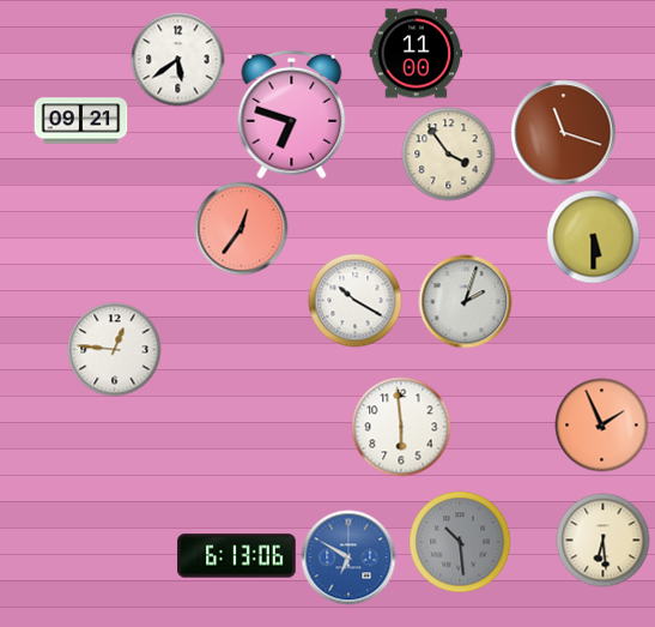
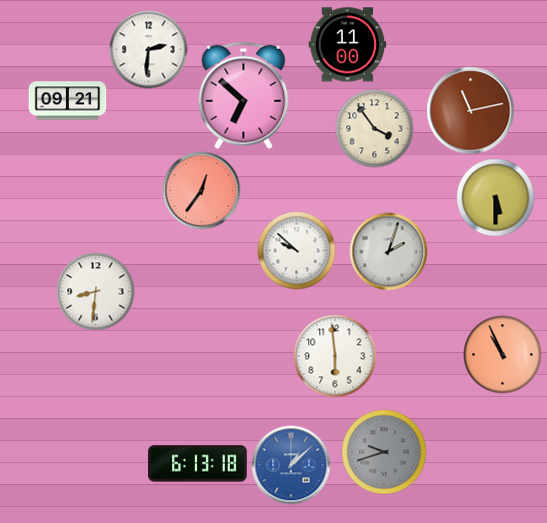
clock at (177, 59): 5:39 -> 2:31
clock at (292, 114): 6:48 -> 6:52
clock at (563, 132): 11:18 -> 11:13
clock at (354, 300): 10:20 -> 9:52
clock at (114, 349): 12:46 -> 8:31
clock at (601, 424): 1:56 -> 10:56
clock at (602, 539): 6:29 -> none
clock at (460, 542): 10:29 -> 9:42
clock at (237, 556): 6:13:06 -> 6:13:18
clock at (348, 557): 6:50 -> 1:08
